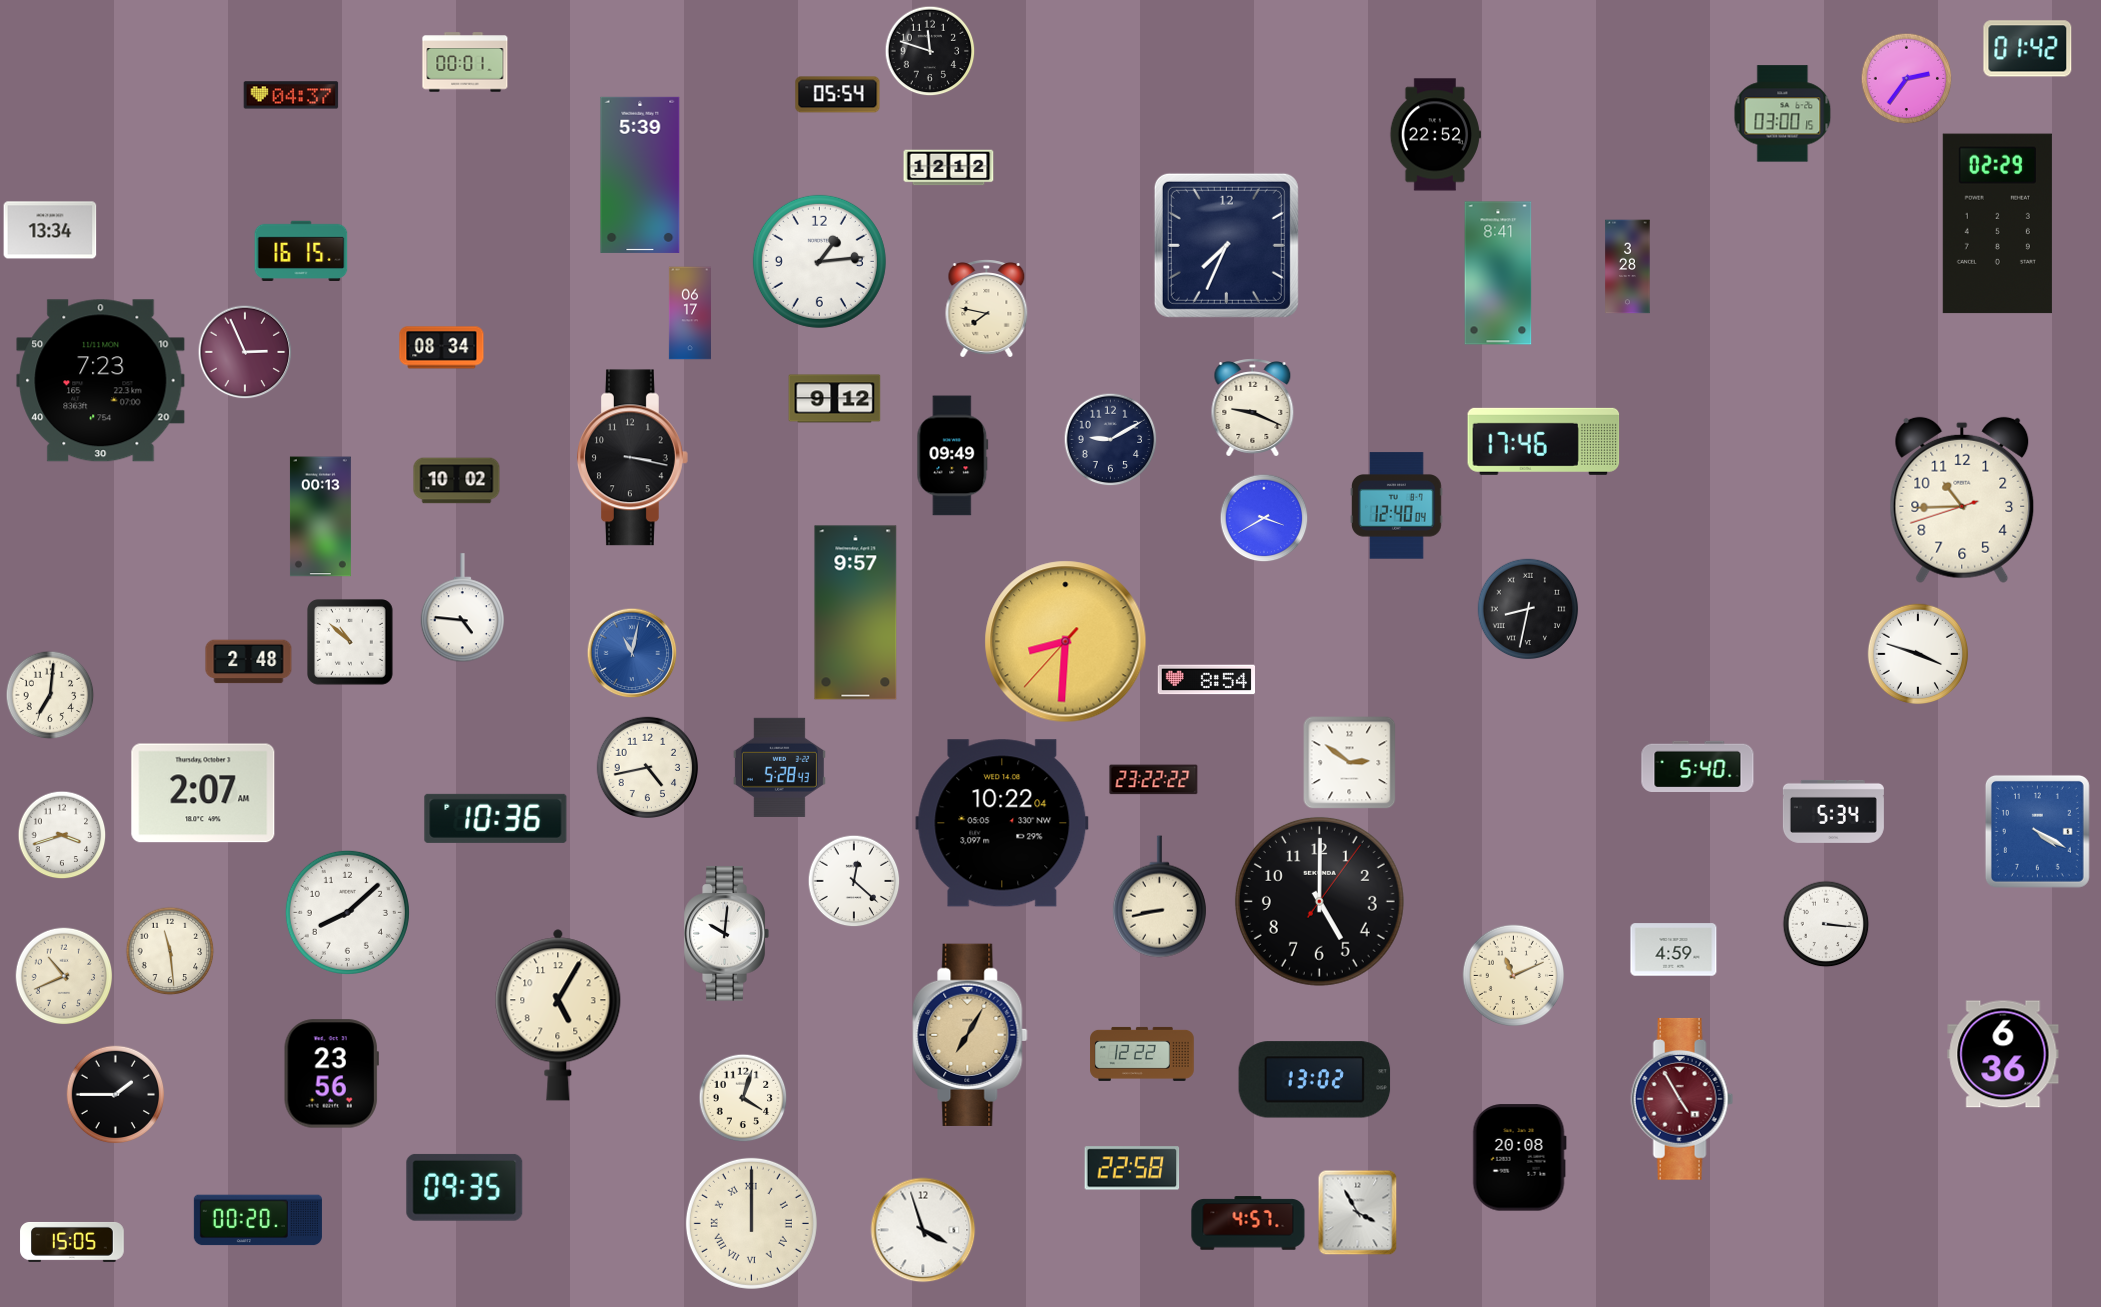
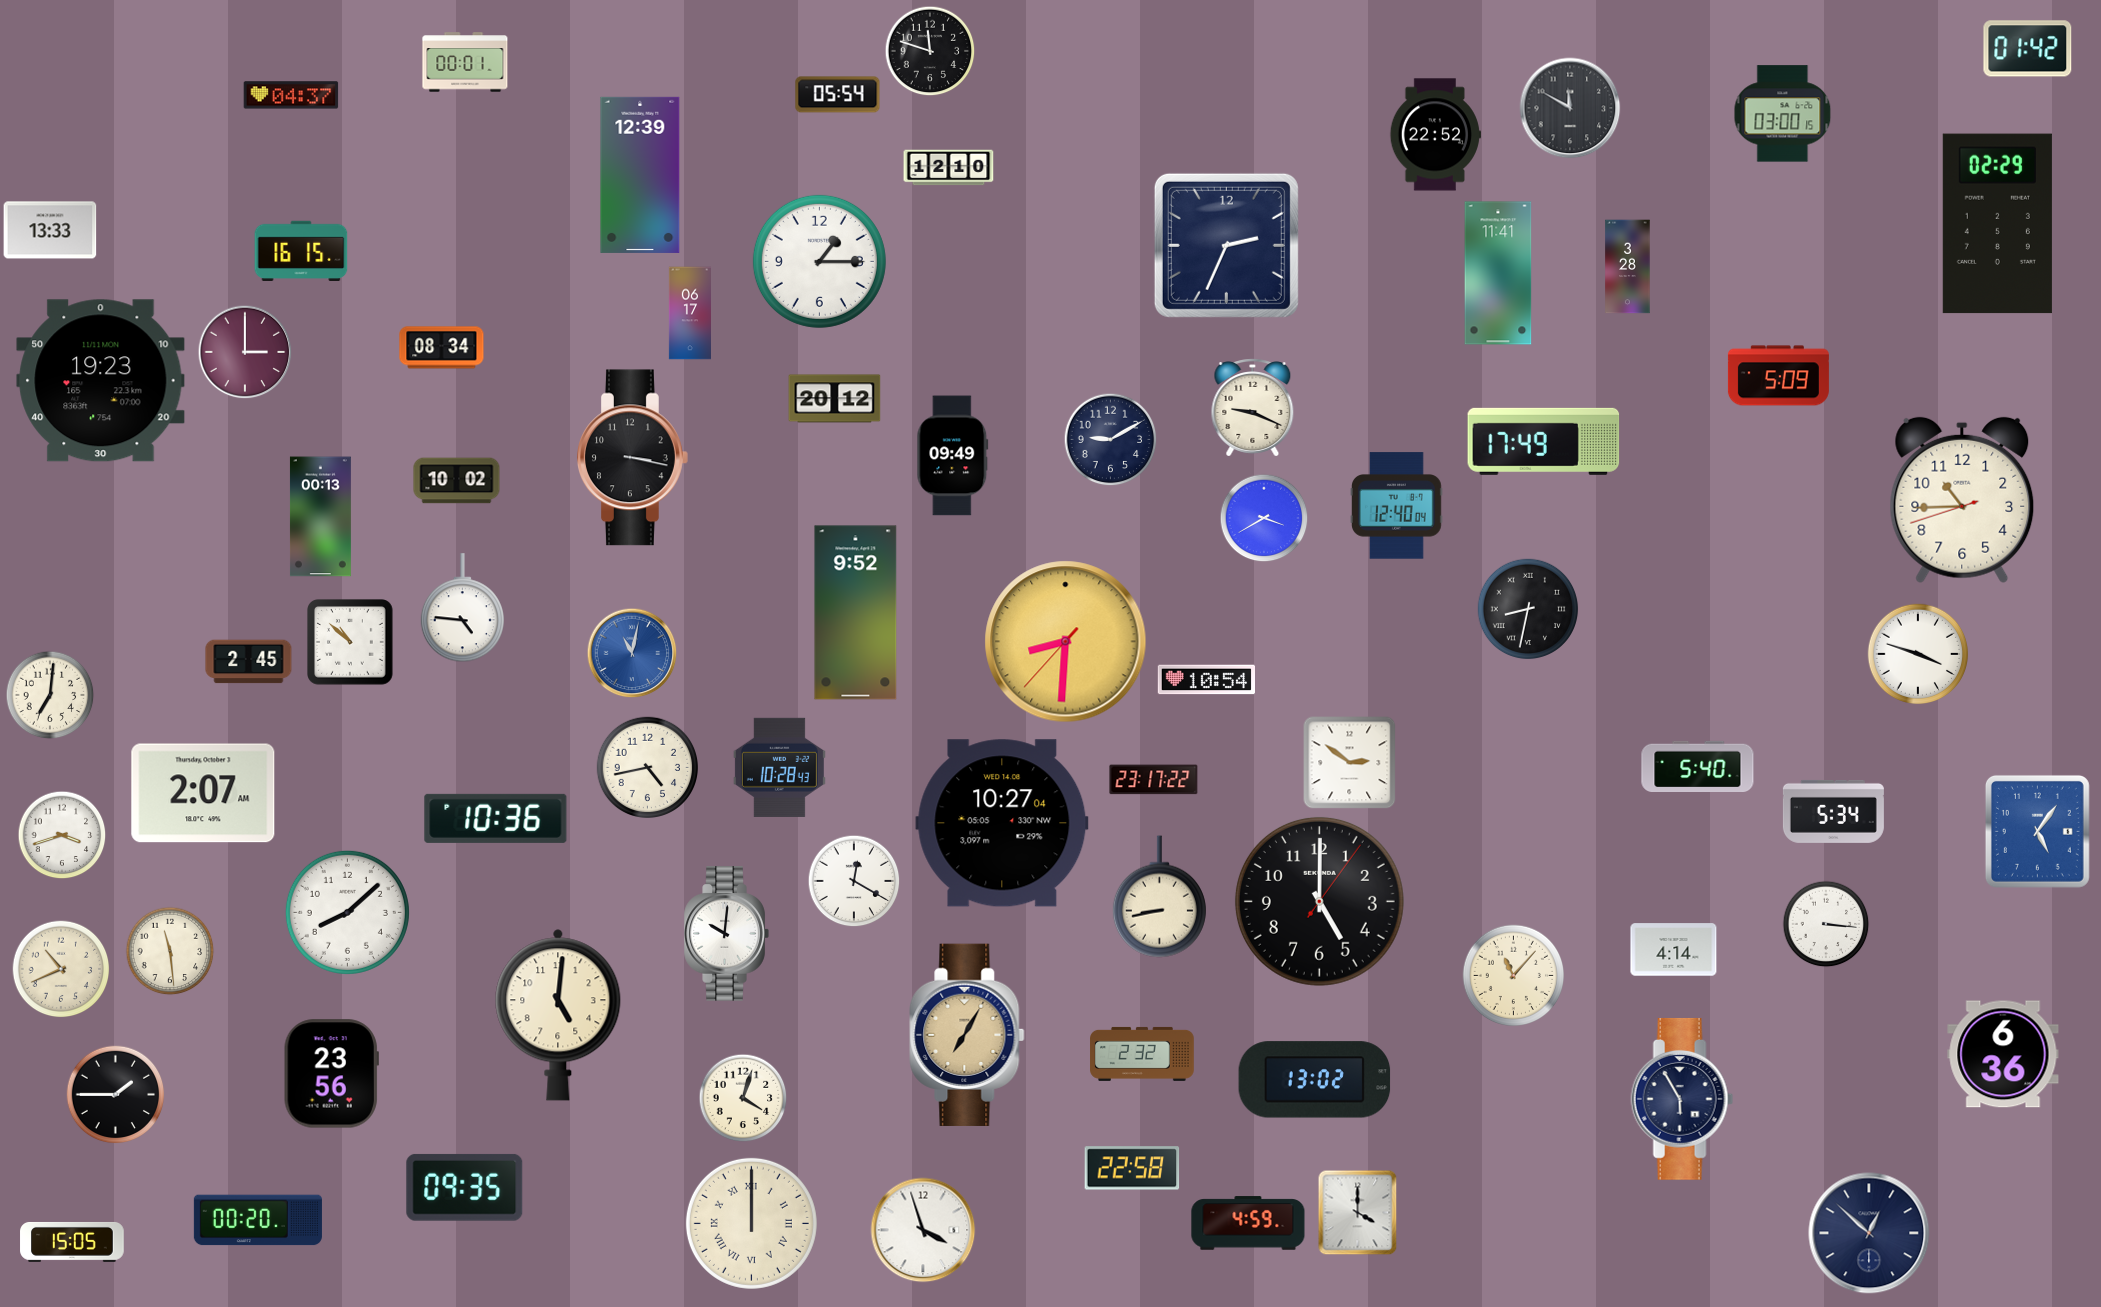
clock at (1907, 79): 2:36 -> none
clock at (1570, 108): none -> 11:50
clock at (949, 168): 12:12 -> 12:10
clock at (640, 175): 5:39 -> 12:39
clock at (50, 230): 13:34 -> 13:33
clock at (1226, 245): 7:34 -> 2:34
clock at (819, 261): 1:14 -> 1:15
clock at (1498, 273): 8:41 -> 11:41
clock at (987, 309): 7:47 -> none
clock at (245, 352): 2:56 -> 3:00
clock at (1778, 376): none -> 5:09
clock at (101, 381): 7:23 -> 19:23
clock at (835, 399): 9:12 -> 20:12
clock at (1544, 441): 17:46 -> 17:49
clock at (856, 613): 9:57 -> 9:52
clock at (249, 662): 2:48 -> 2:45
clock at (1206, 680): 8:54 -> 10:54
clock at (779, 767): 5:28 -> 10:28
clock at (1154, 780): 23:22 -> 23:17
clock at (1002, 823): 10:22 -> 10:27
clock at (2037, 831): 4:20 -> 5:06
clock at (854, 881): 12:22 -> 12:20
clock at (1674, 950): 4:59 -> 4:14
clock at (64, 976) position: (64, 976) -> (61, 969)
clock at (1514, 976): 11:11 -> 11:07
clock at (558, 1015): 5:05 -> 5:01
clock at (970, 1035) position: (970, 1035) -> (967, 1035)
clock at (1142, 1054): 12:22 -> 2:32
clock at (1682, 1099): 4:55 -> 5:55
clock at (1682, 1099) dial: burgundy -> navy
clock at (1519, 1158): 20:08 -> none
clock at (1358, 1213): 3:55 -> 4:00
clock at (1248, 1223): 4:57 -> 4:59
clock at (1869, 1233): none -> 12:52
